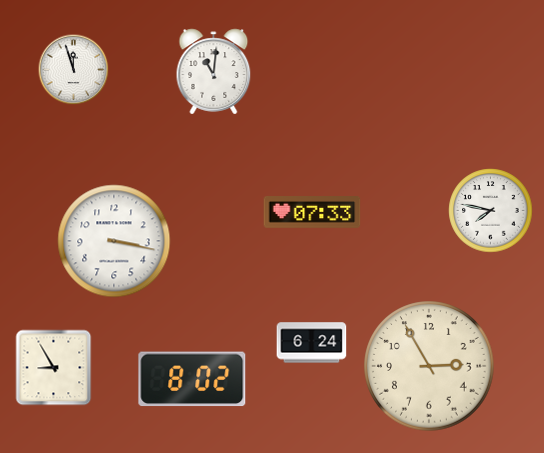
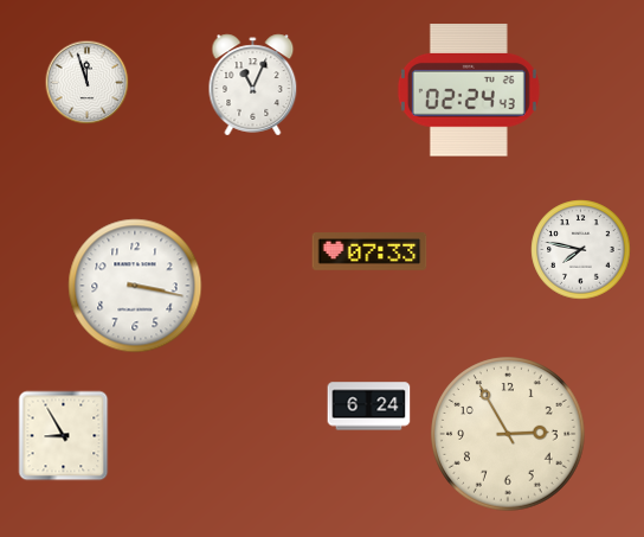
clock at (214, 72): 11:01 -> 11:04
clock at (469, 90): none -> 02:24
clock at (192, 379): 8:02 -> none
